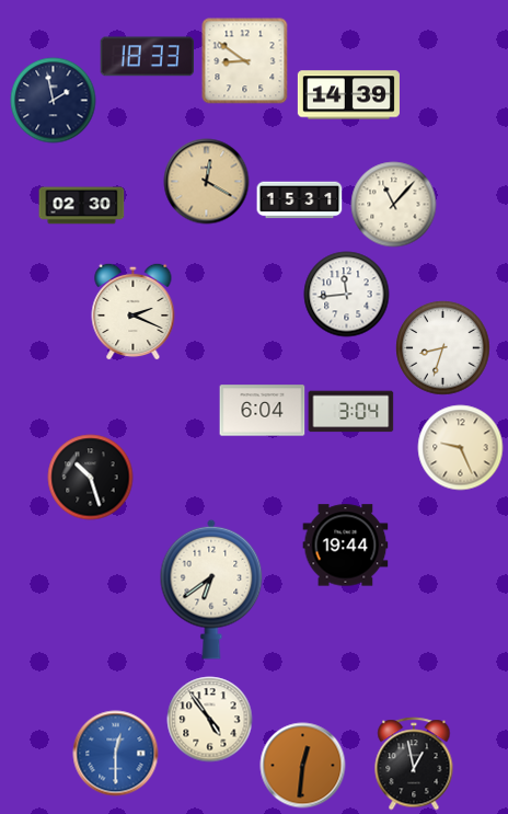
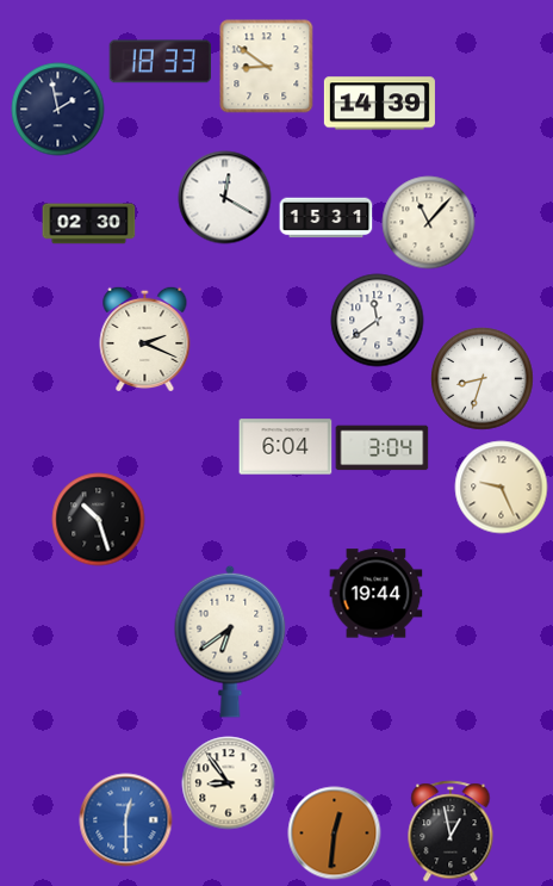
clock at (206, 181) dial: champagne -> white
clock at (346, 294): 11:44 -> 11:39
clock at (209, 719): 4:54 -> 8:54
clock at (302, 765) position: (302, 765) -> (334, 832)
